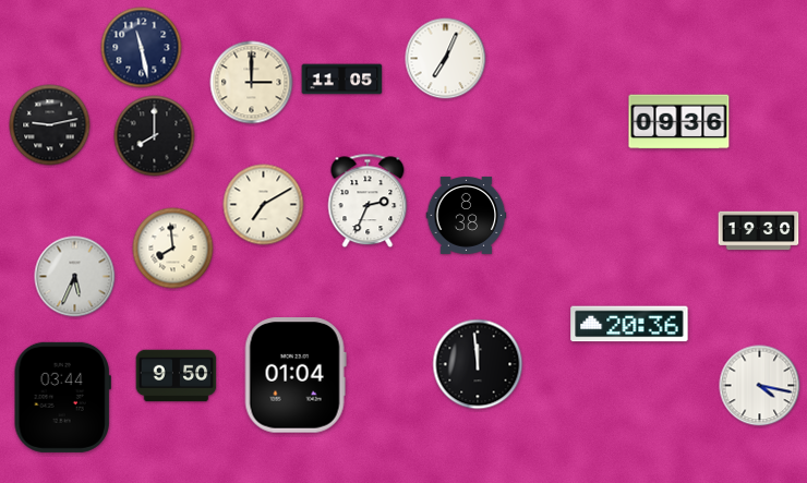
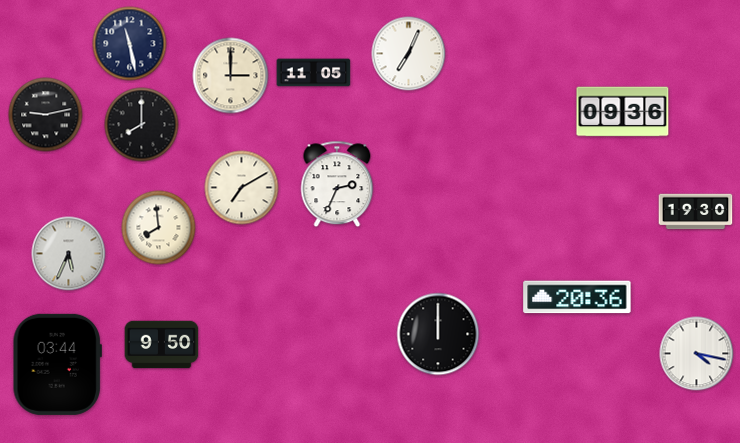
clock at (467, 215): 8:38 -> none
clock at (478, 364): 11:59 -> 12:00
clock at (296, 375): 01:04 -> none
